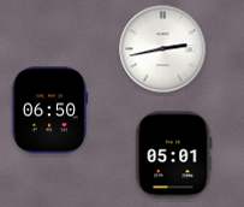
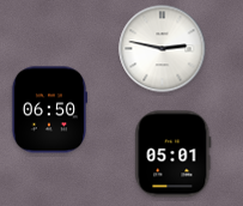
clock at (163, 49): 2:43 -> 2:47
